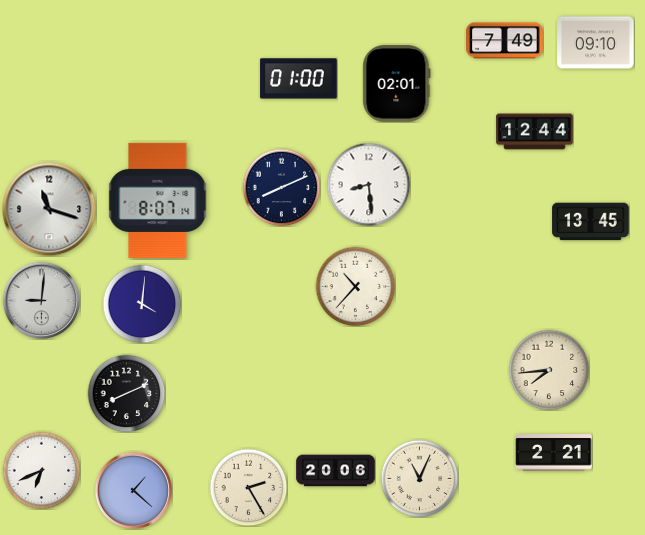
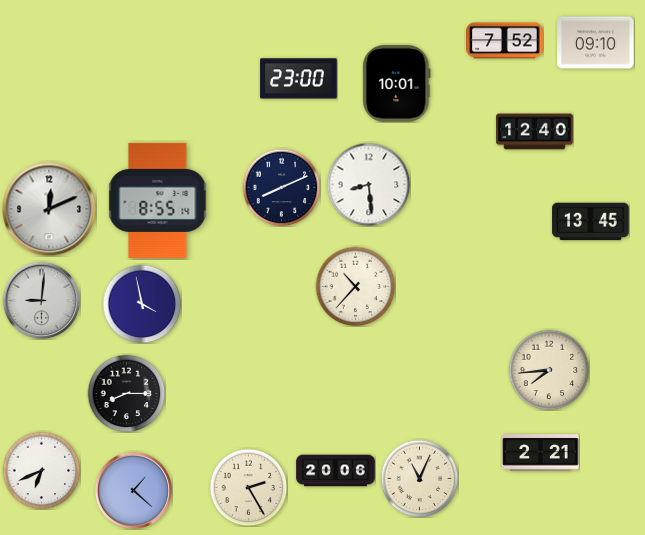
clock at (505, 41): 7:49 -> 7:52
clock at (299, 79): 01:00 -> 23:00
clock at (397, 84): 02:01 -> 10:01
clock at (535, 132): 12:44 -> 12:40
clock at (158, 200): 8:07 -> 8:55
clock at (49, 209): 11:18 -> 12:11
clock at (142, 304): 4:01 -> 3:58
clock at (126, 393): 8:11 -> 8:15
clock at (554, 453) position: (554, 453) -> (541, 453)
